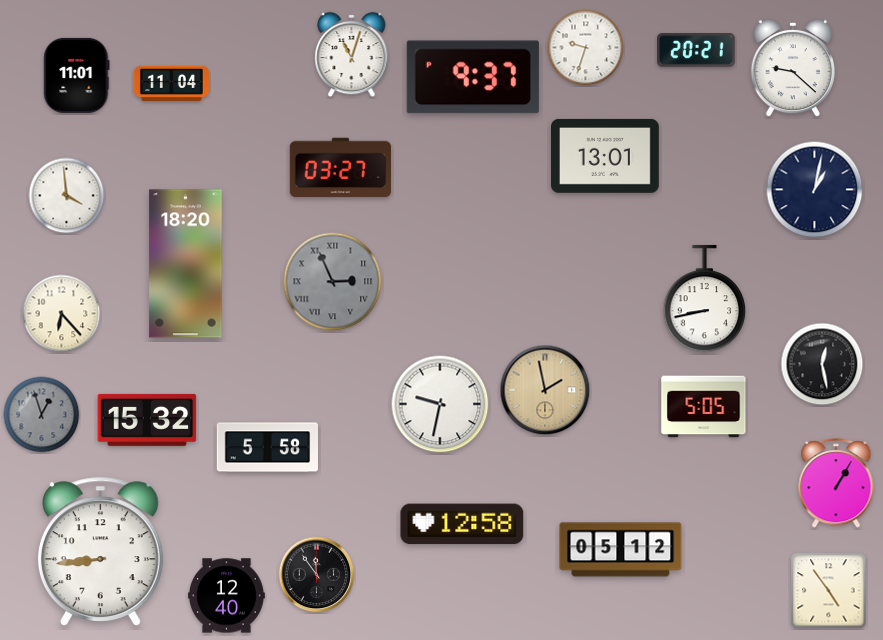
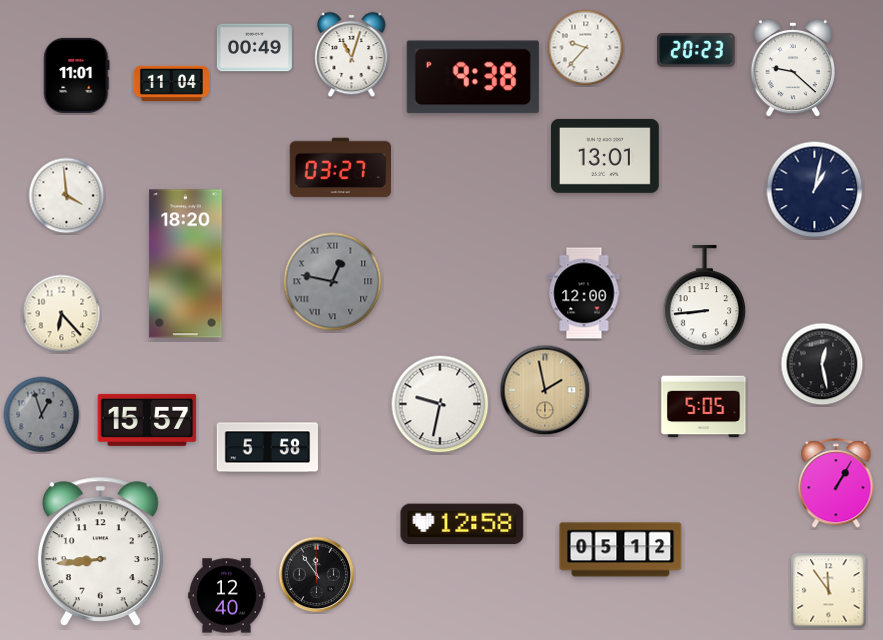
clock at (254, 48): none -> 00:49
clock at (586, 48): 9:33 -> 9:37
clock at (697, 50): 20:21 -> 20:23
clock at (473, 77): 9:37 -> 9:38
clock at (333, 282): 2:56 -> 12:47
clock at (584, 293): none -> 12:00
clock at (705, 299): 8:43 -> 8:44
clock at (147, 420): 15:32 -> 15:57
clock at (829, 591): 4:54 -> 11:54
